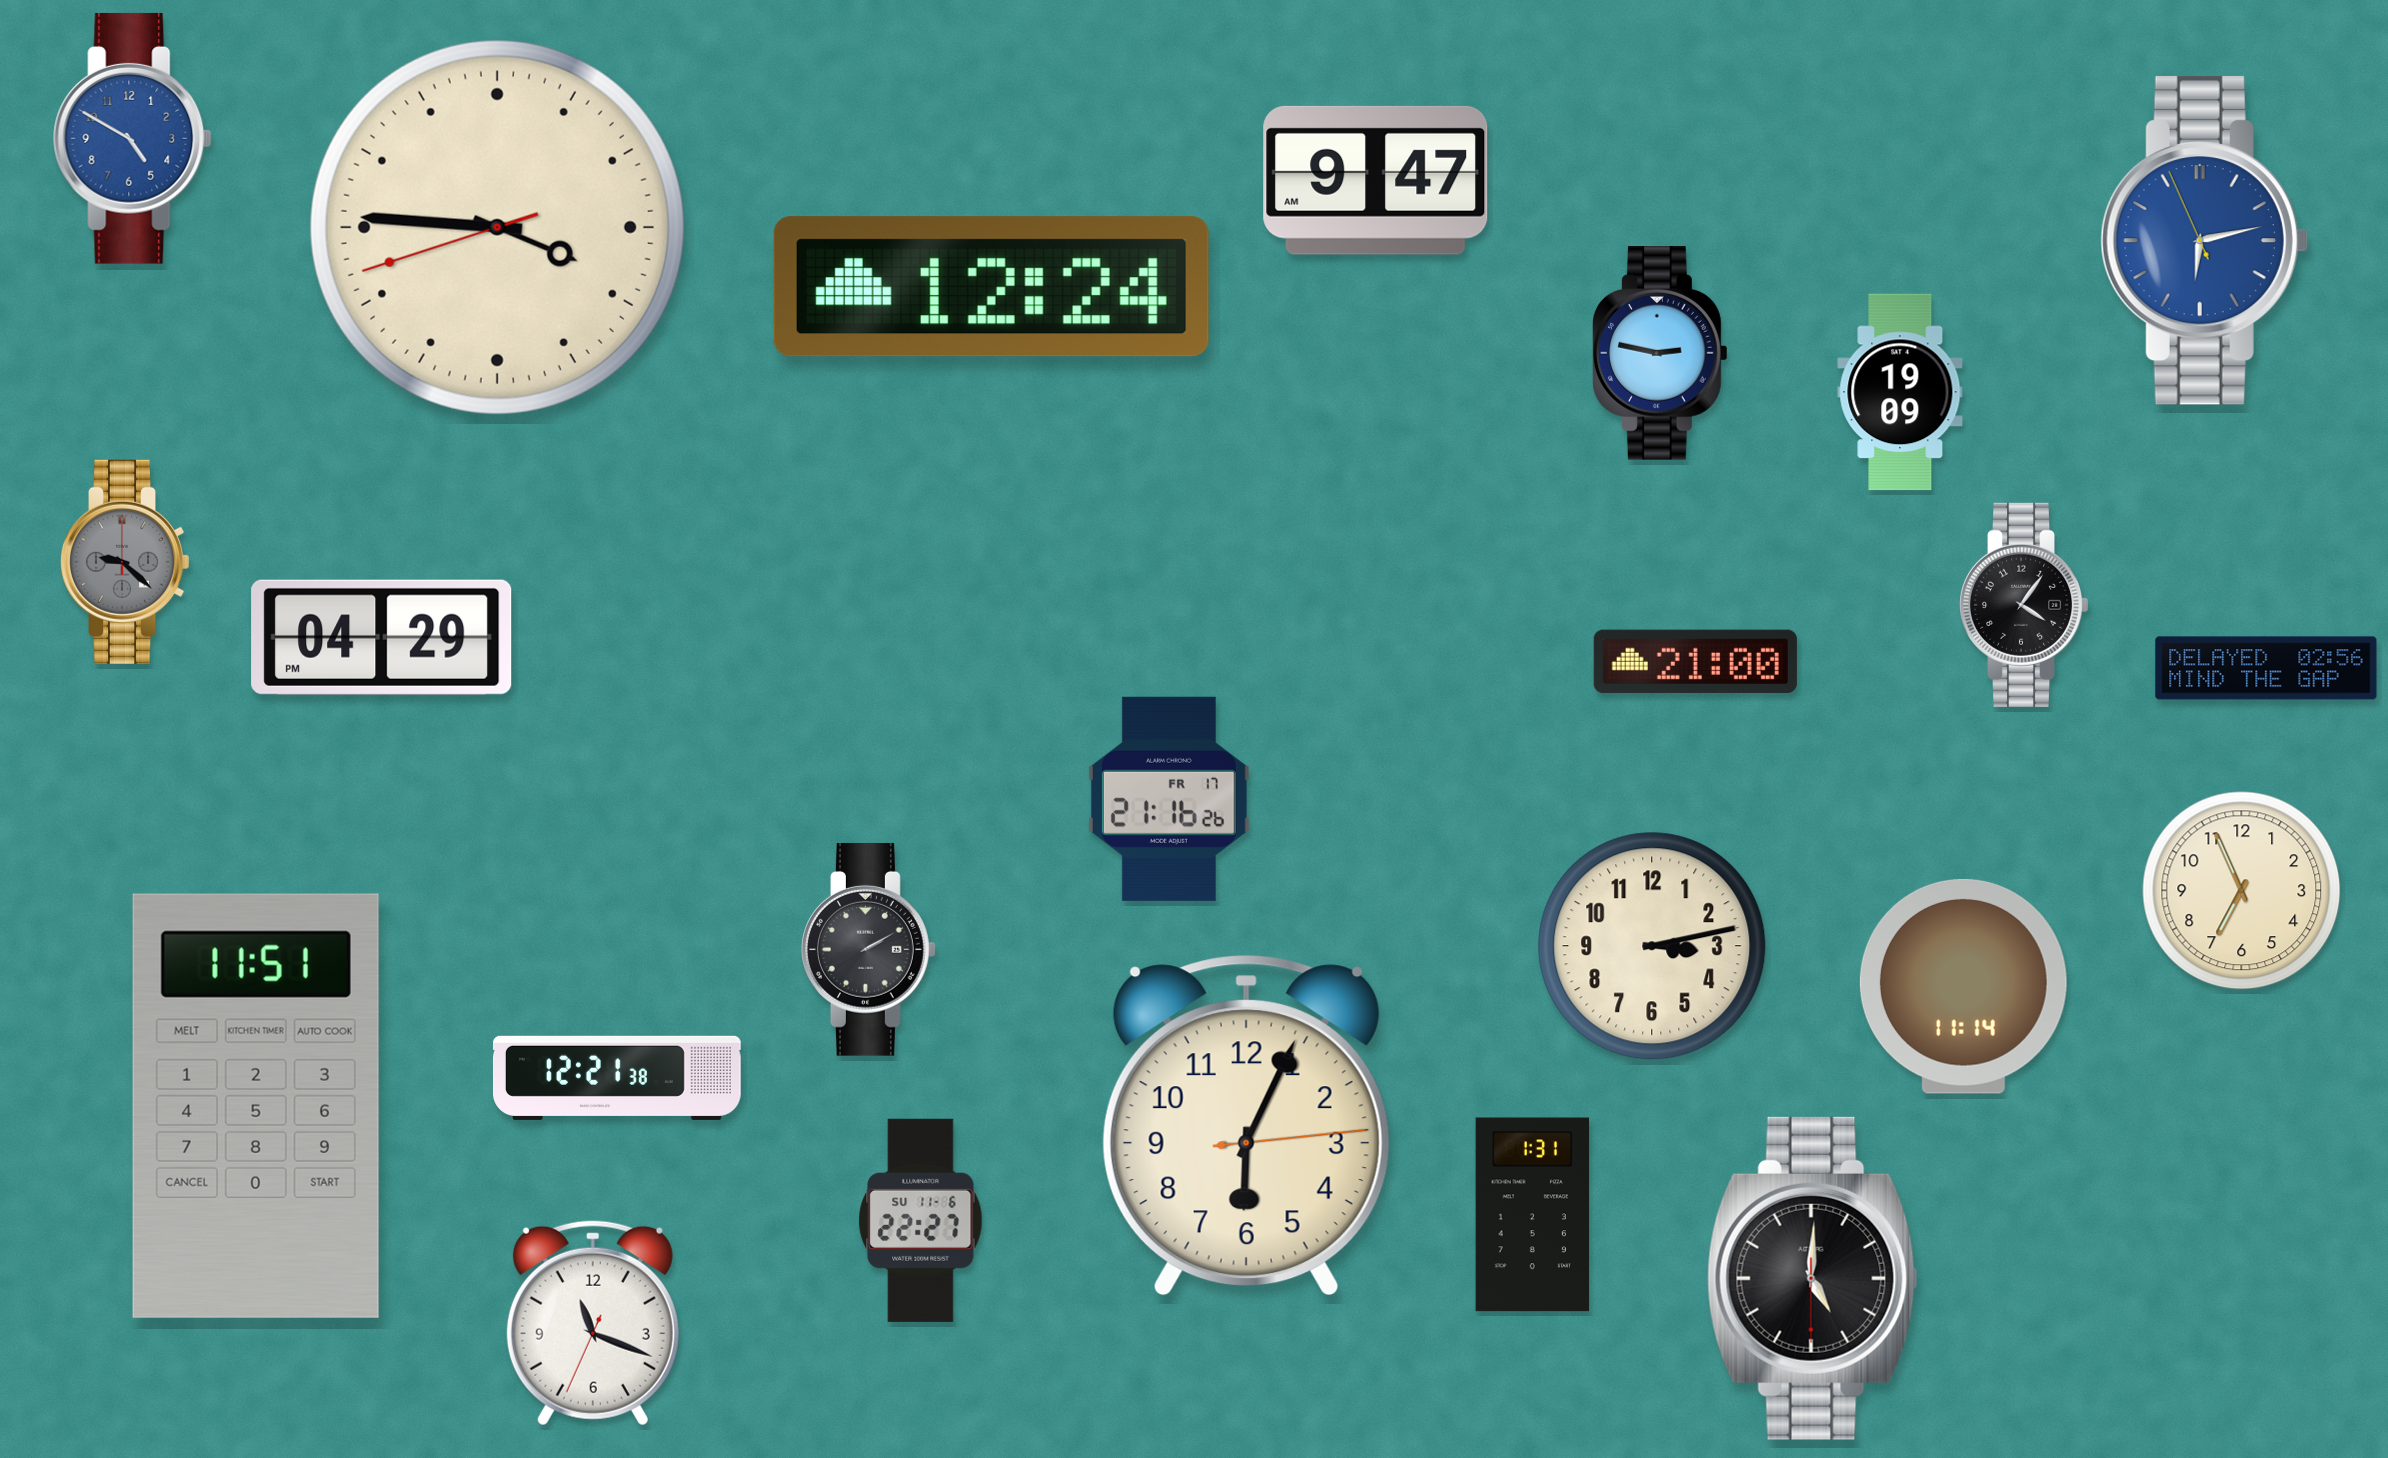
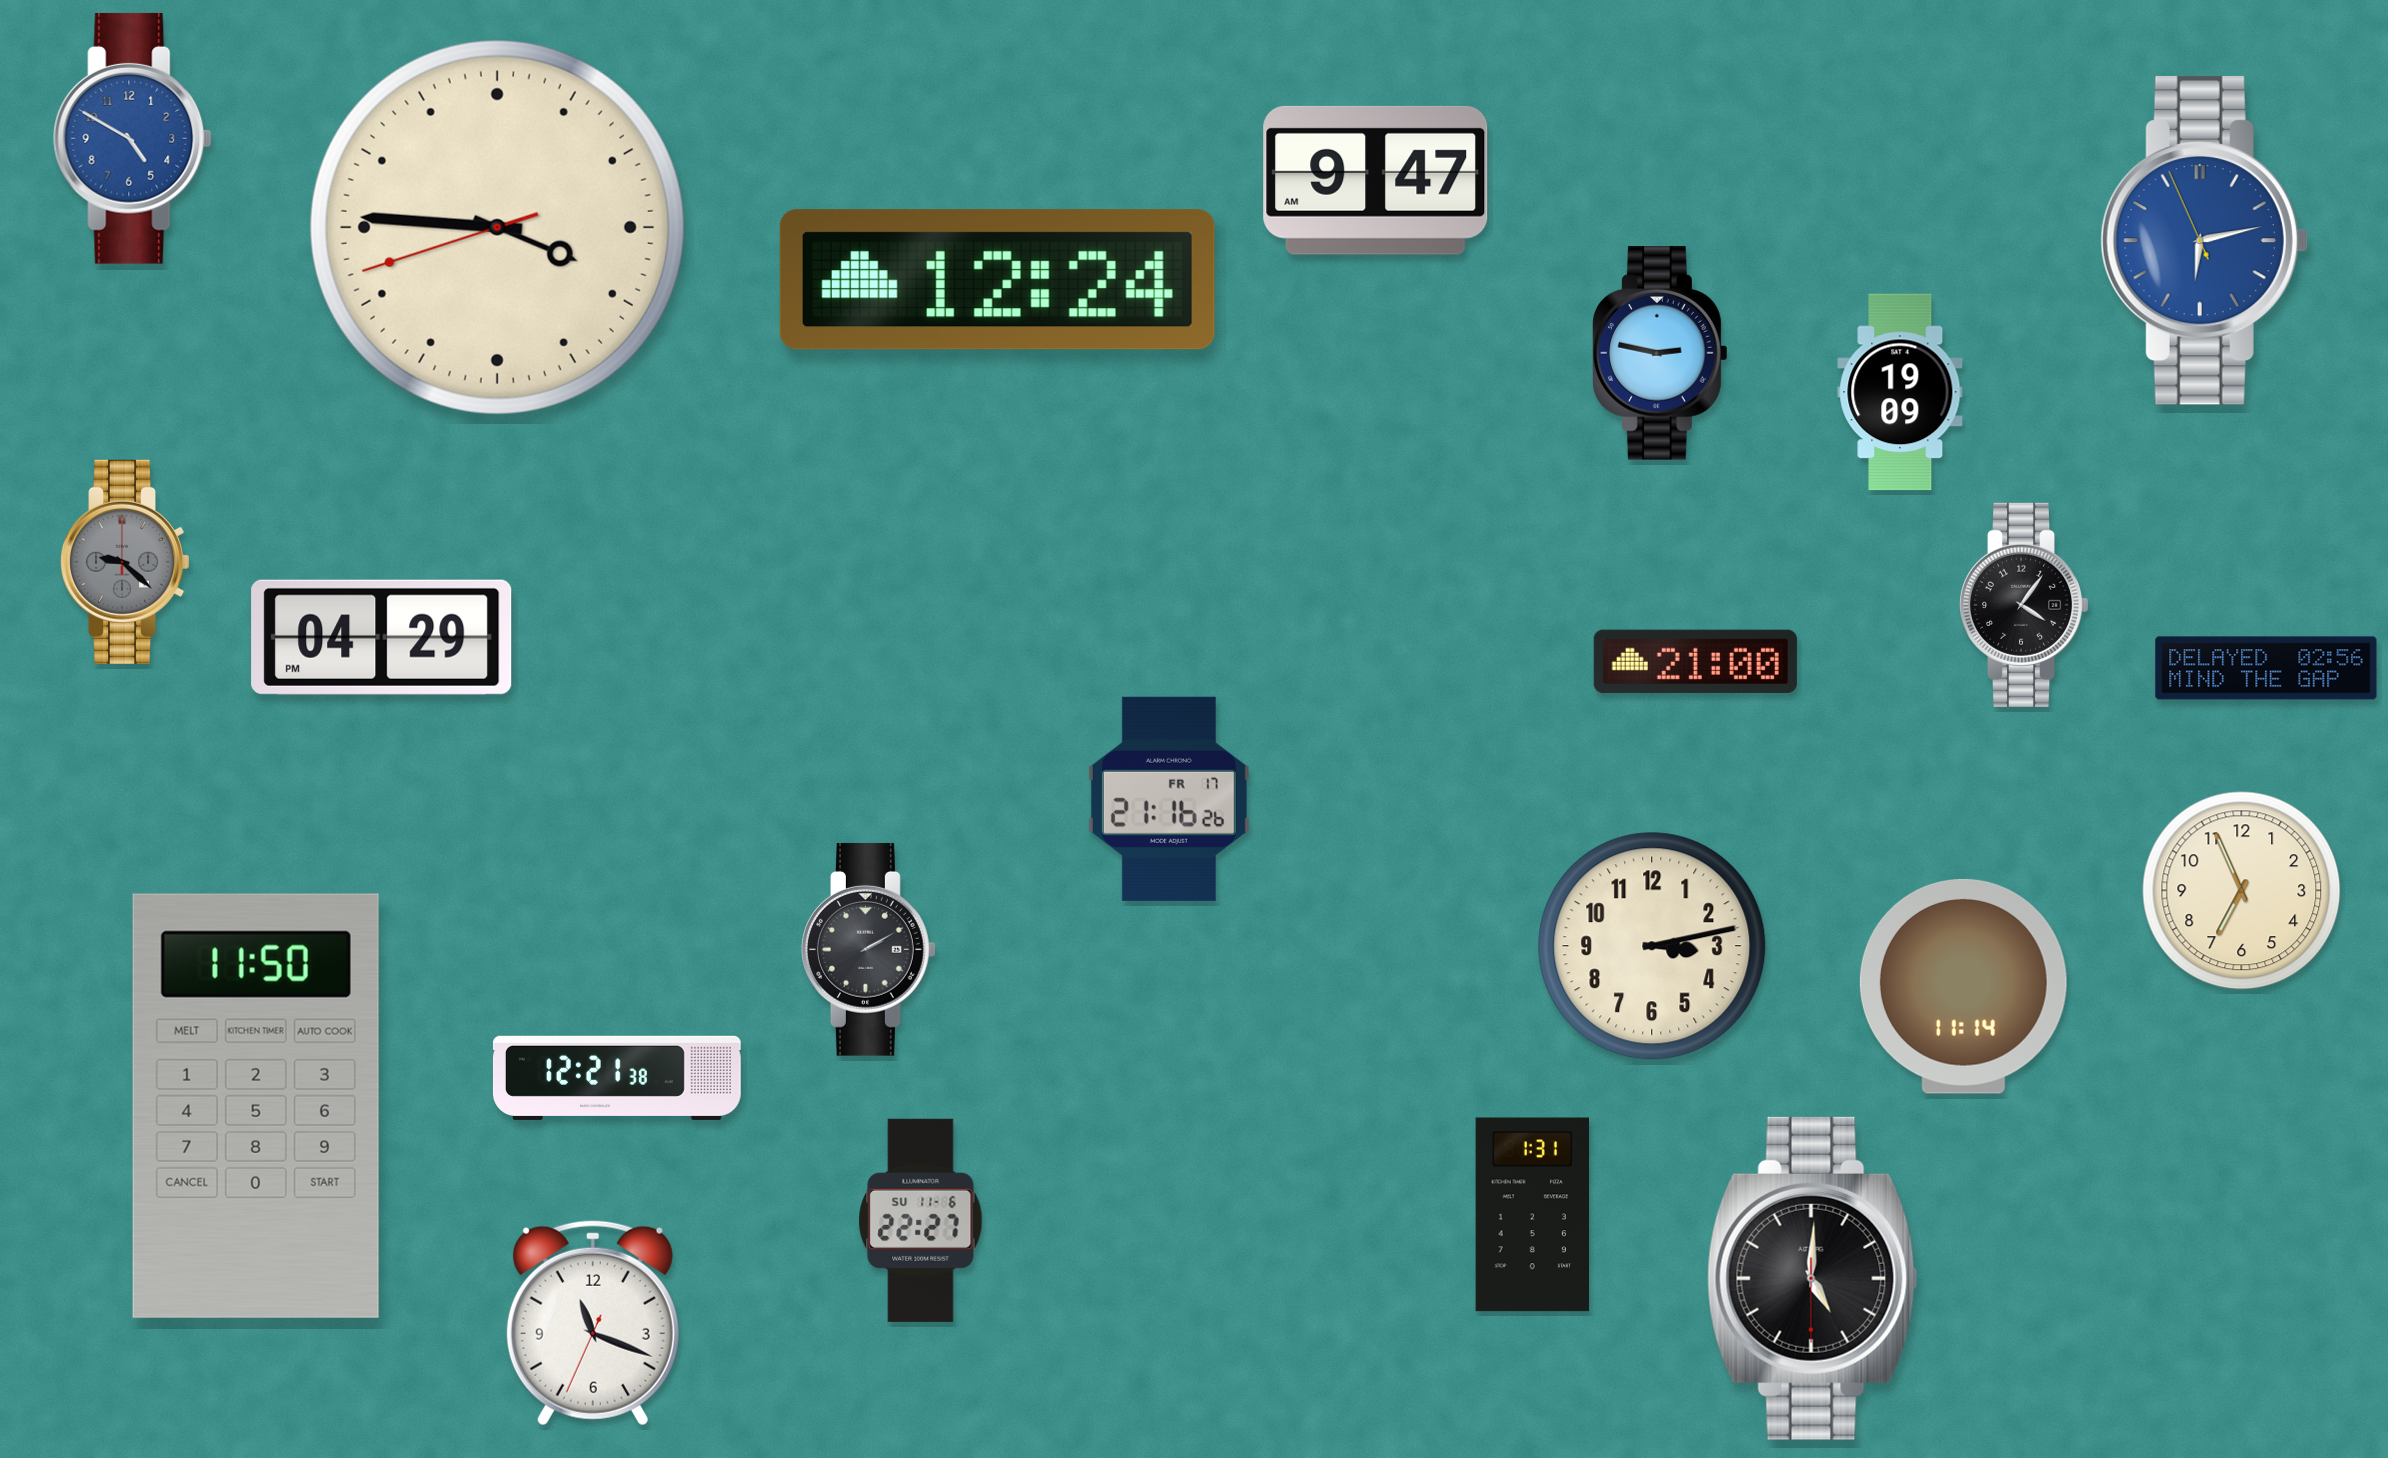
clock at (991, 287) position: (991, 287) -> (997, 280)
clock at (256, 1106): 11:51 -> 11:50
clock at (1246, 1125): 6:04 -> none
